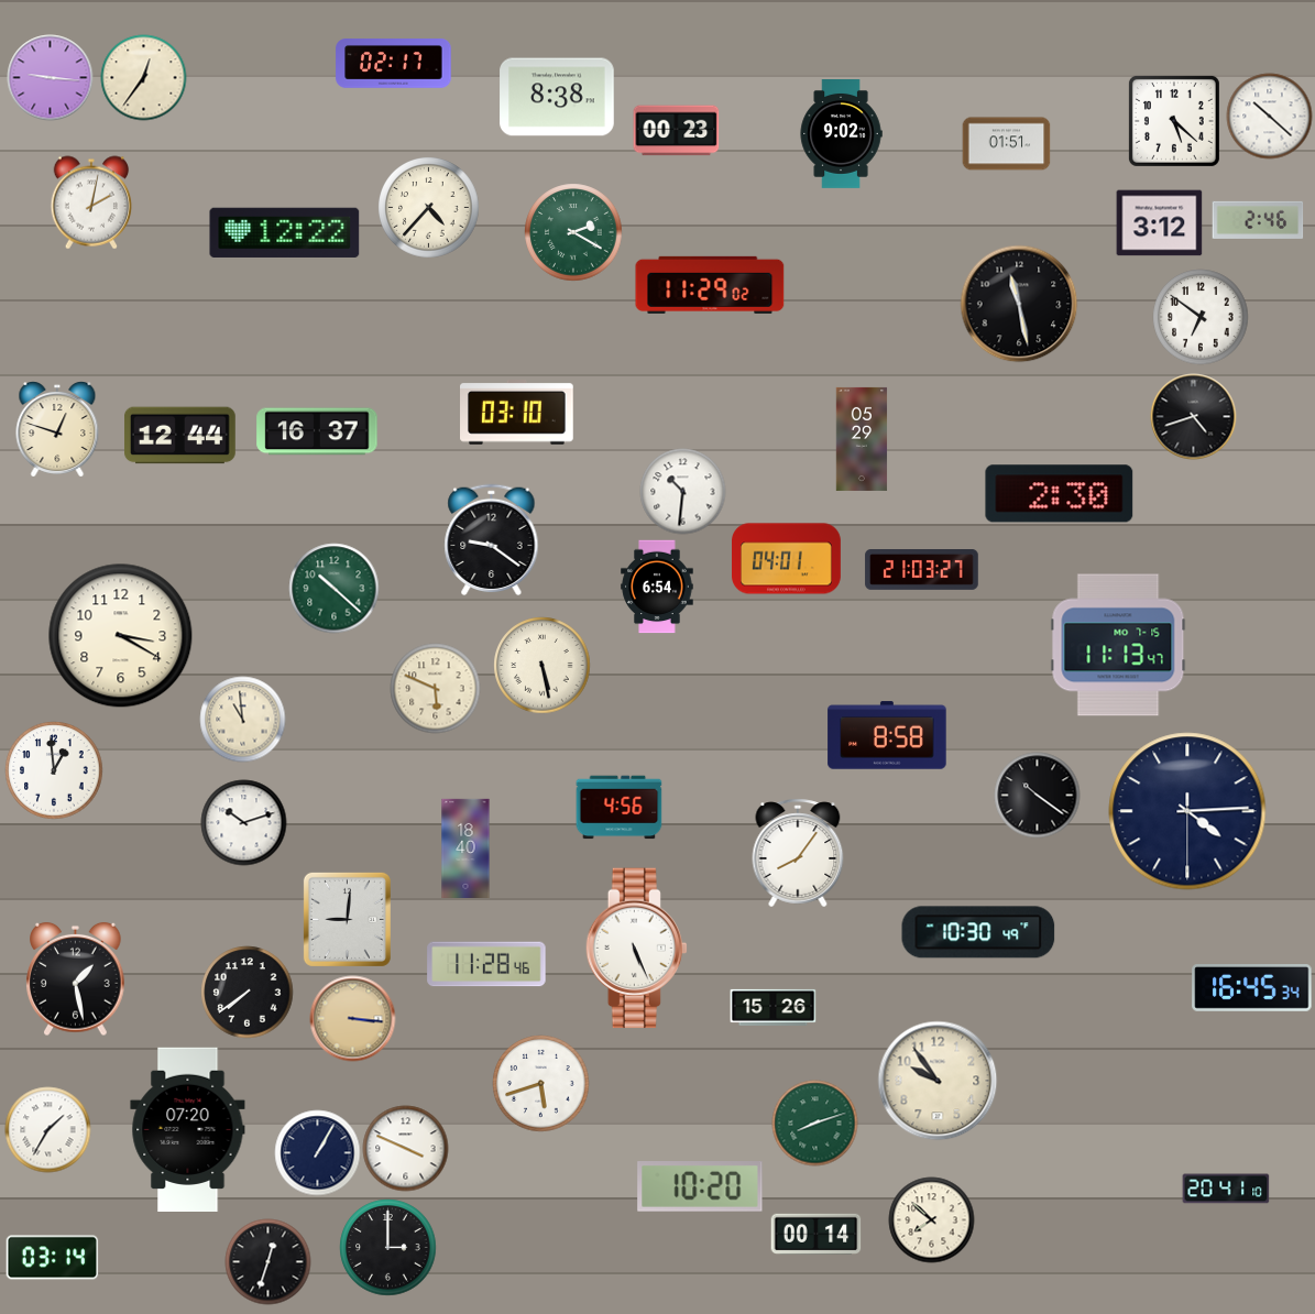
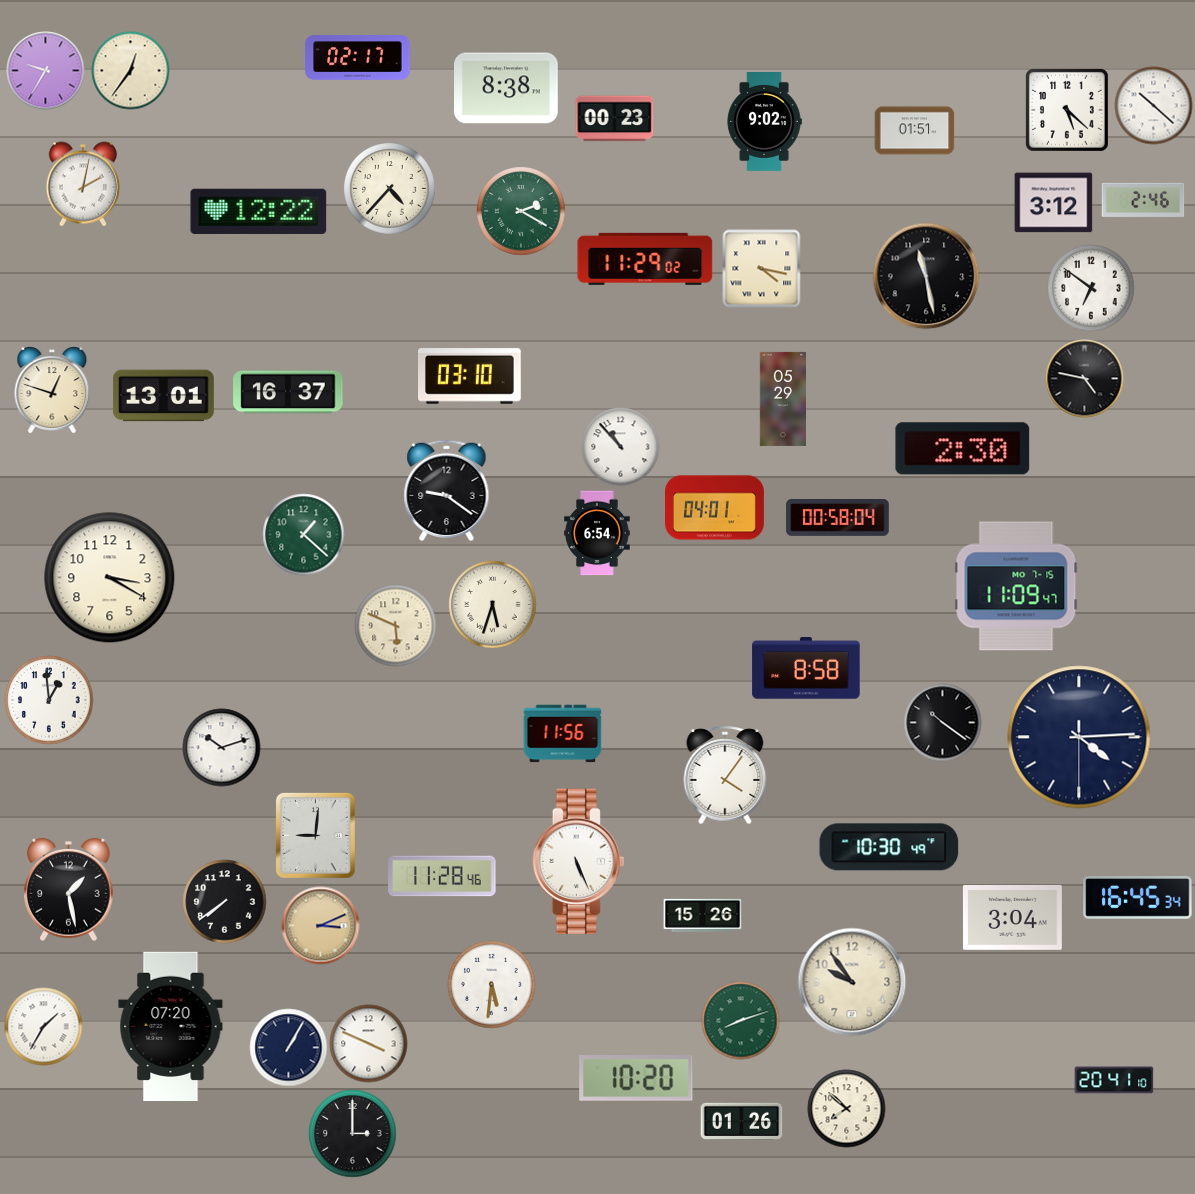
clock at (50, 77): 9:16 -> 9:35
clock at (761, 268): none -> 4:17
clock at (1193, 416): 4:42 -> 4:47
clock at (180, 436): 12:44 -> 13:01
clock at (682, 491): 10:31 -> 10:53
clock at (922, 570): 21:03 -> 00:58
clock at (333, 588): 10:22 -> 1:22
clock at (1118, 645): 11:13 -> 11:09
clock at (541, 665): 5:28 -> 5:33
clock at (242, 719): 10:59 -> none
clock at (618, 808): 4:56 -> 11:56
clock at (465, 847): 18:40 -> none
clock at (798, 853): 8:06 -> 4:06
clock at (1012, 918): none -> 3:04
clock at (352, 1018): 3:16 -> 3:11
clock at (540, 1083): 5:42 -> 5:31
clock at (815, 1235): 00:14 -> 01:26
clock at (52, 1258): 03:14 -> none
clock at (267, 1261): 12:33 -> none
